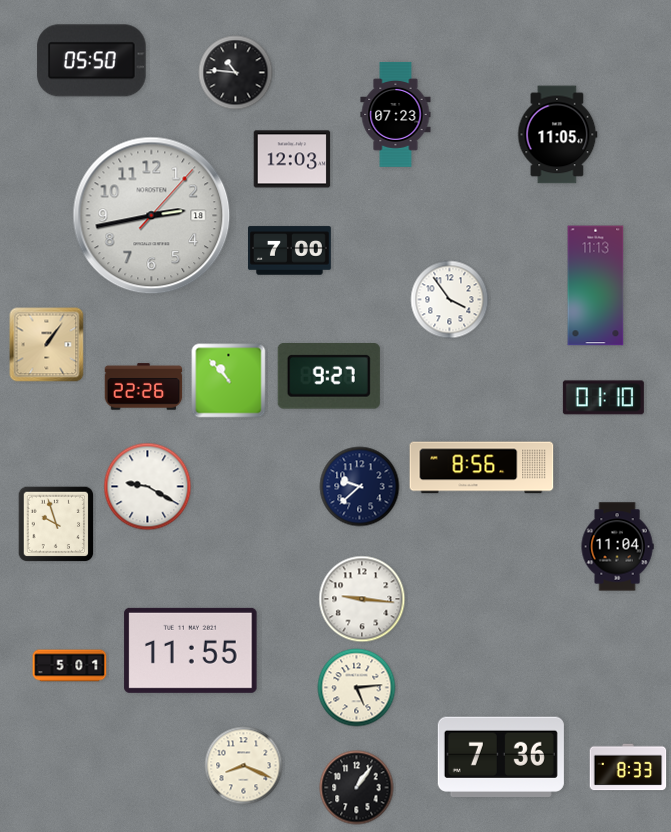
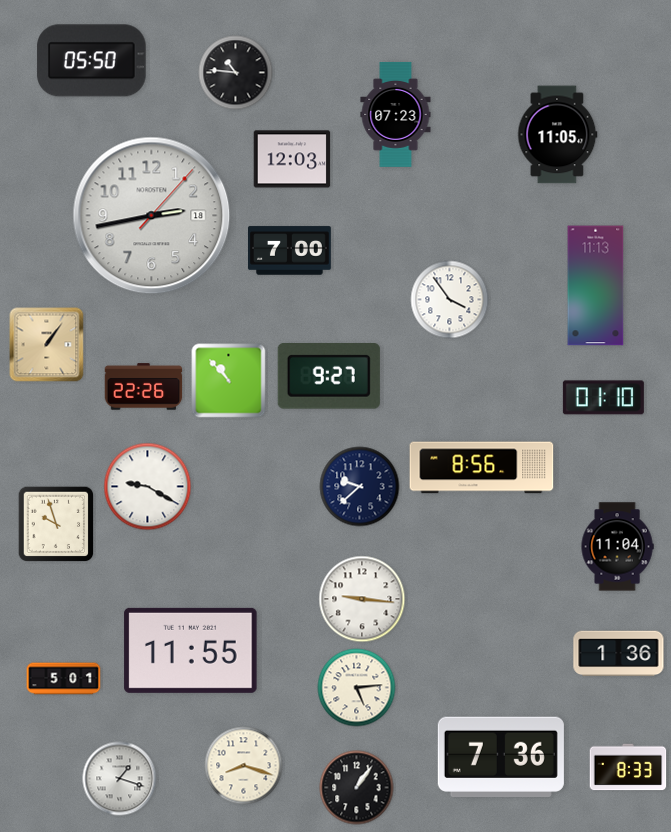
clock at (619, 654): none -> 1:36
clock at (70, 666) position: (70, 666) -> (64, 679)
clock at (244, 766): 8:19 -> 8:18
clock at (120, 779): none -> 1:18
